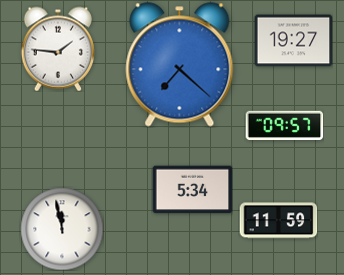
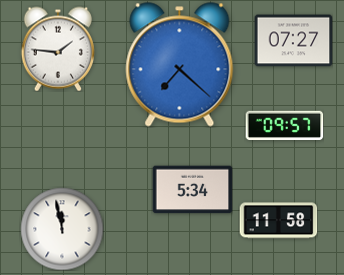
clock at (293, 41): 19:27 -> 07:27
clock at (278, 221): 11:59 -> 11:58
